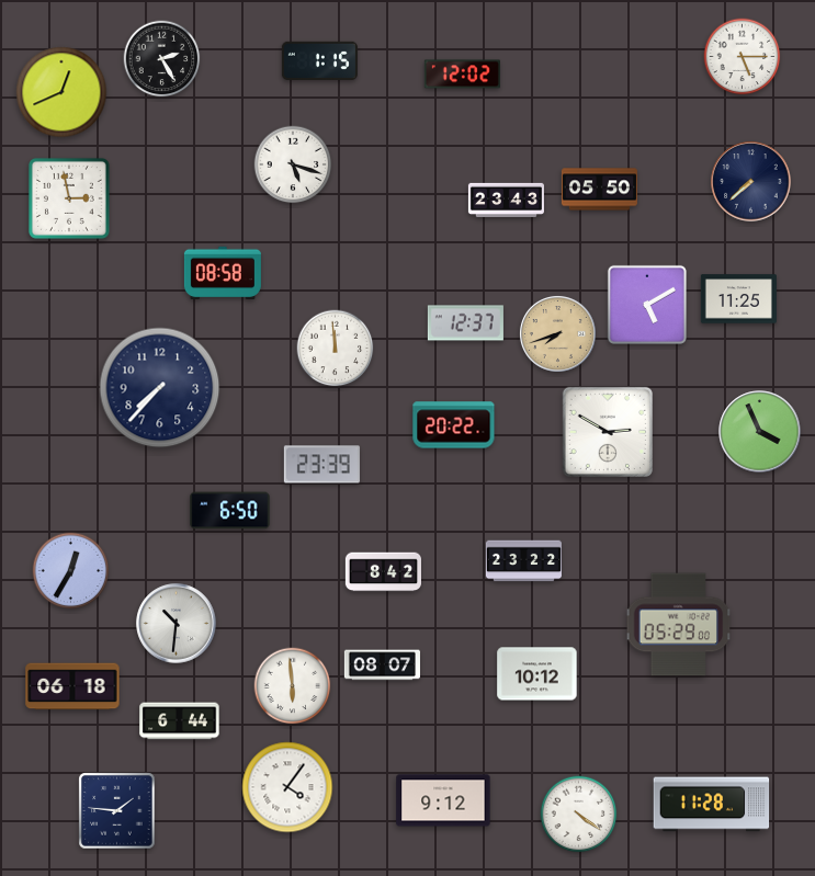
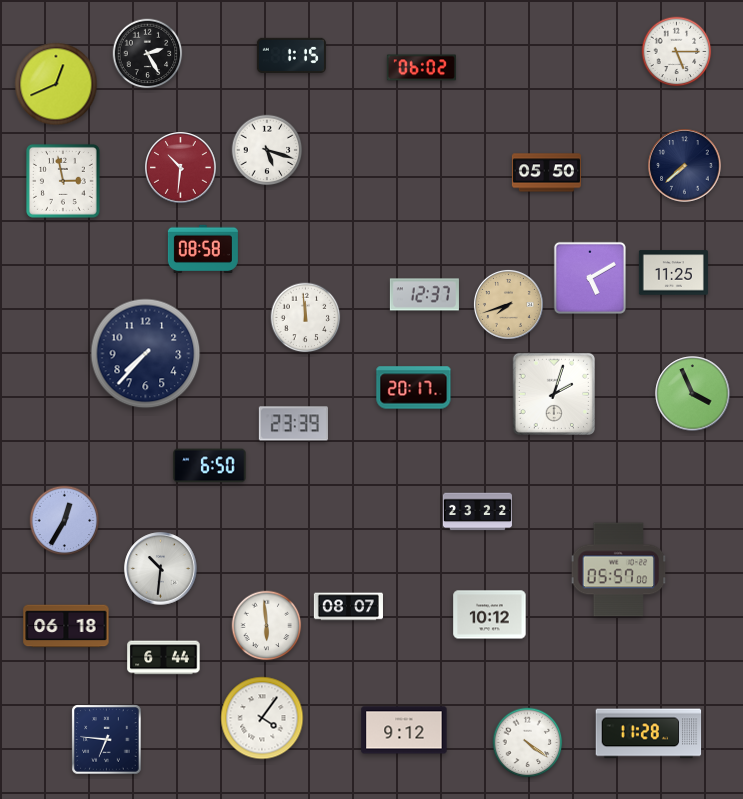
clock at (462, 75): 12:02 -> 06:02
clock at (181, 168): none -> 10:31
clock at (506, 200): 23:43 -> none
clock at (454, 425): 20:22 -> 20:17
clock at (607, 431): 2:50 -> 2:03
clock at (383, 572): 8:42 -> none
clock at (679, 625): 05:29 -> 05:57
clock at (117, 811): 1:46 -> 6:46
